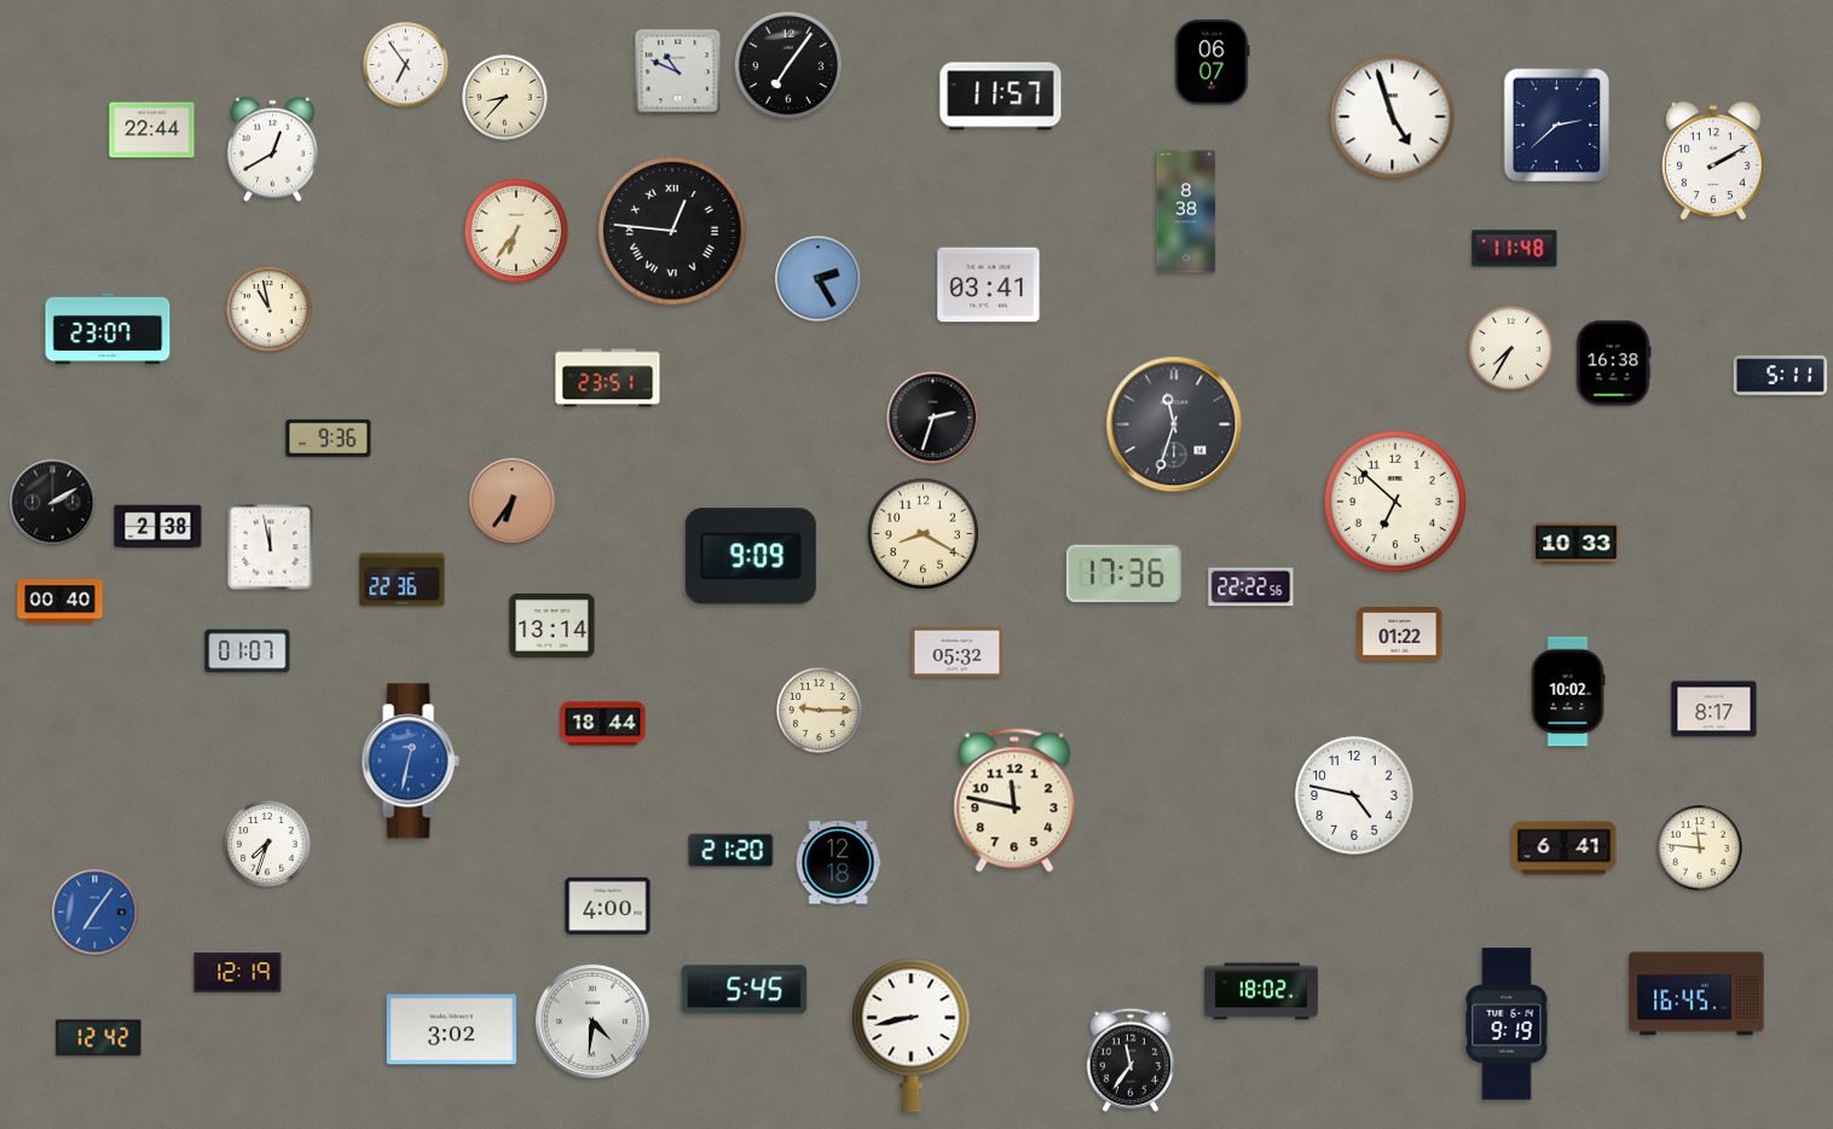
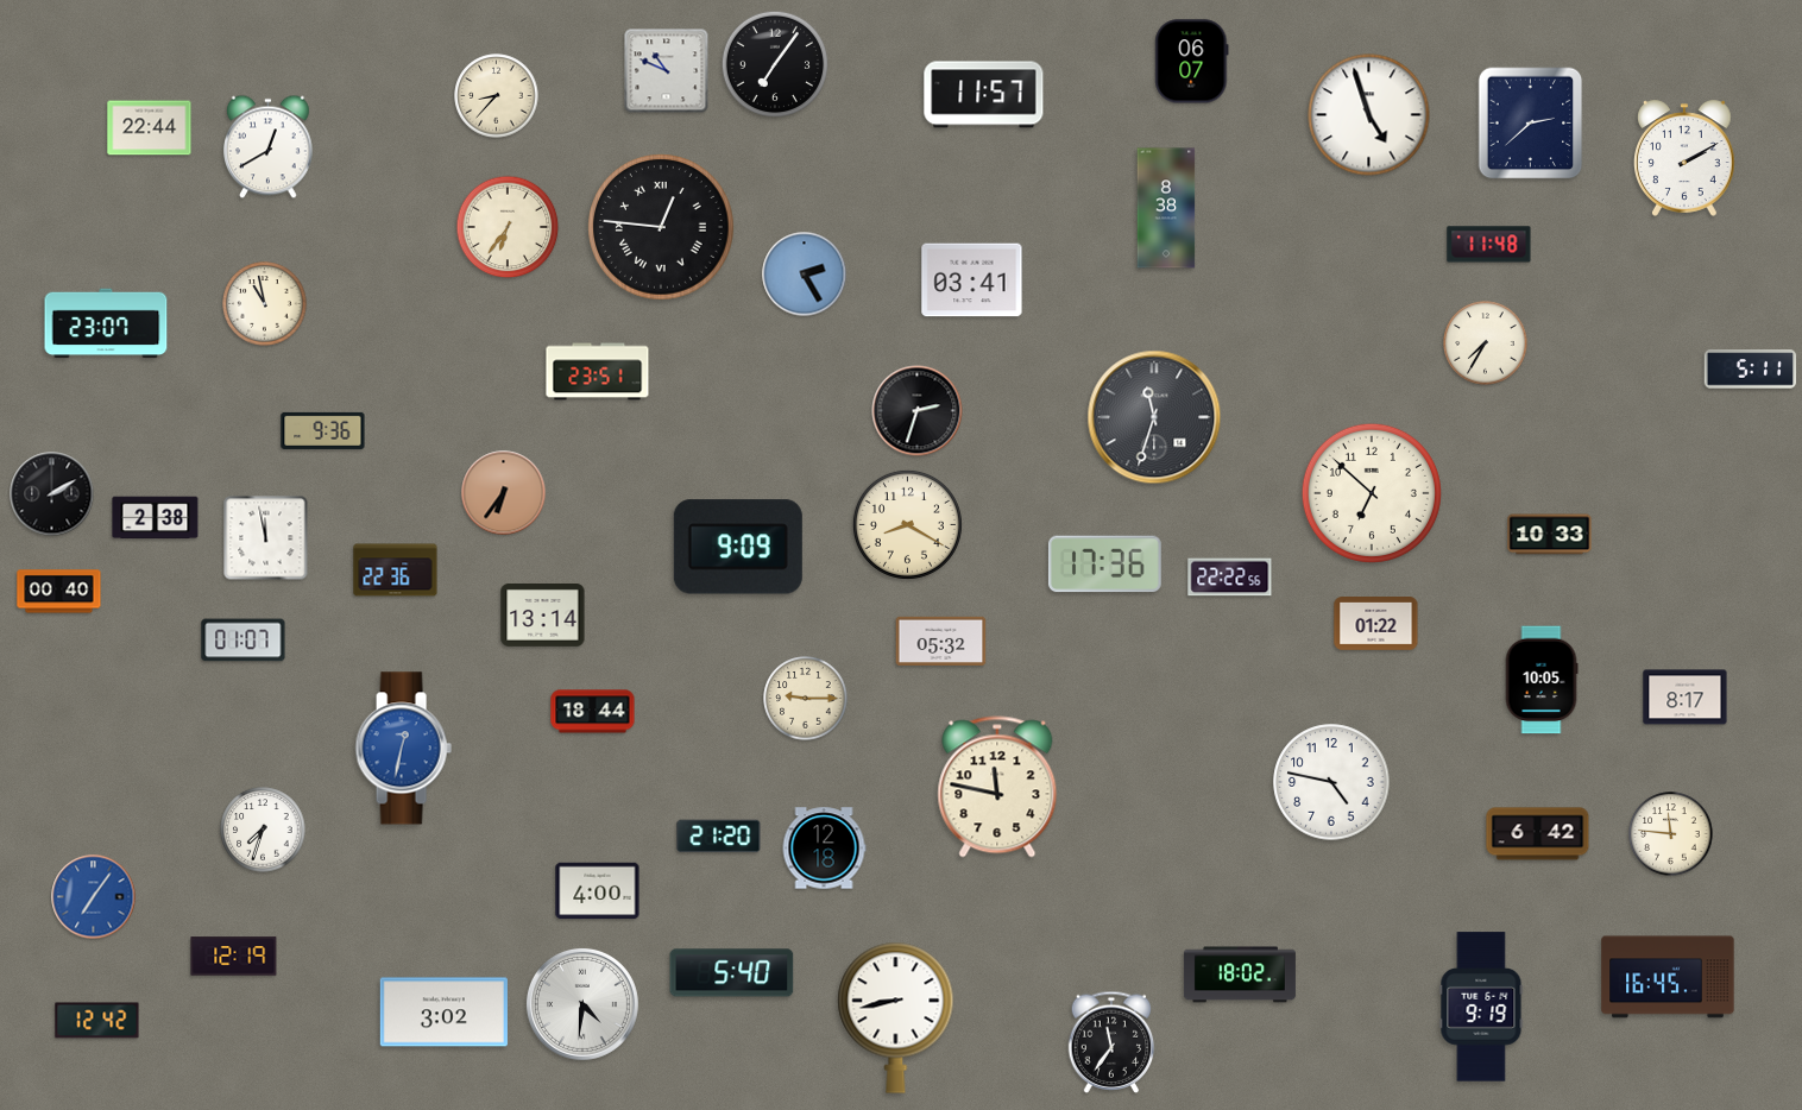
clock at (406, 65): 6:54 -> none
clock at (1613, 364): 16:38 -> none
clock at (1568, 691): 10:02 -> 10:05
clock at (1565, 849): 6:41 -> 6:42
clock at (745, 990): 5:45 -> 5:40
